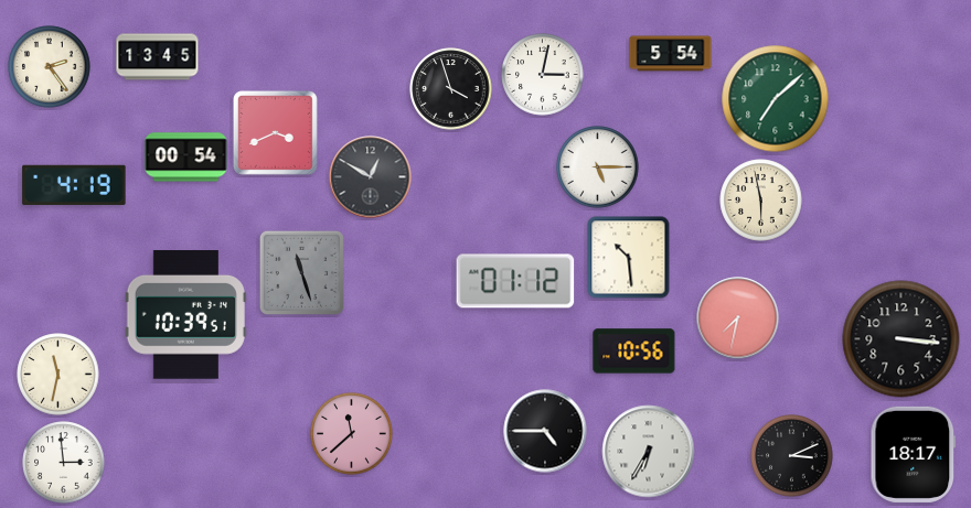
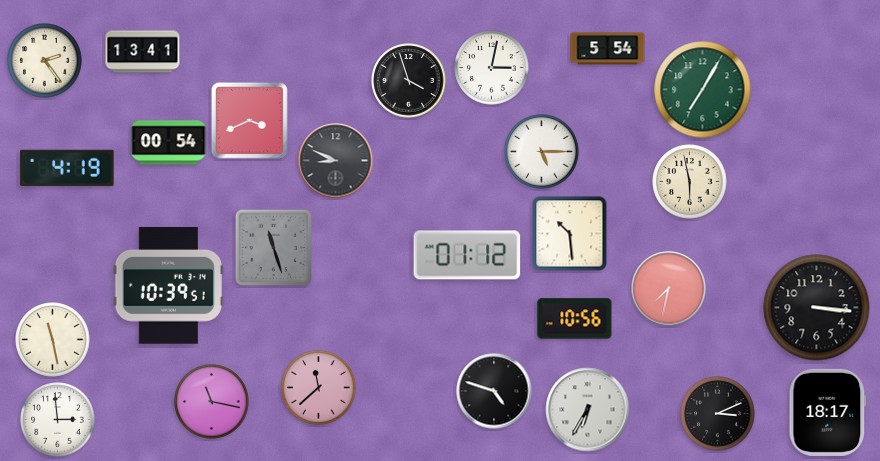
clock at (158, 57): 13:45 -> 13:41
clock at (776, 99): 7:08 -> 7:05
clock at (371, 177): 12:50 -> 8:49
clock at (58, 375): 11:32 -> 11:28
clock at (545, 431): 4:45 -> 4:48
clock at (352, 434) position: (352, 434) -> (319, 388)
clock at (212, 402): none -> 11:17
